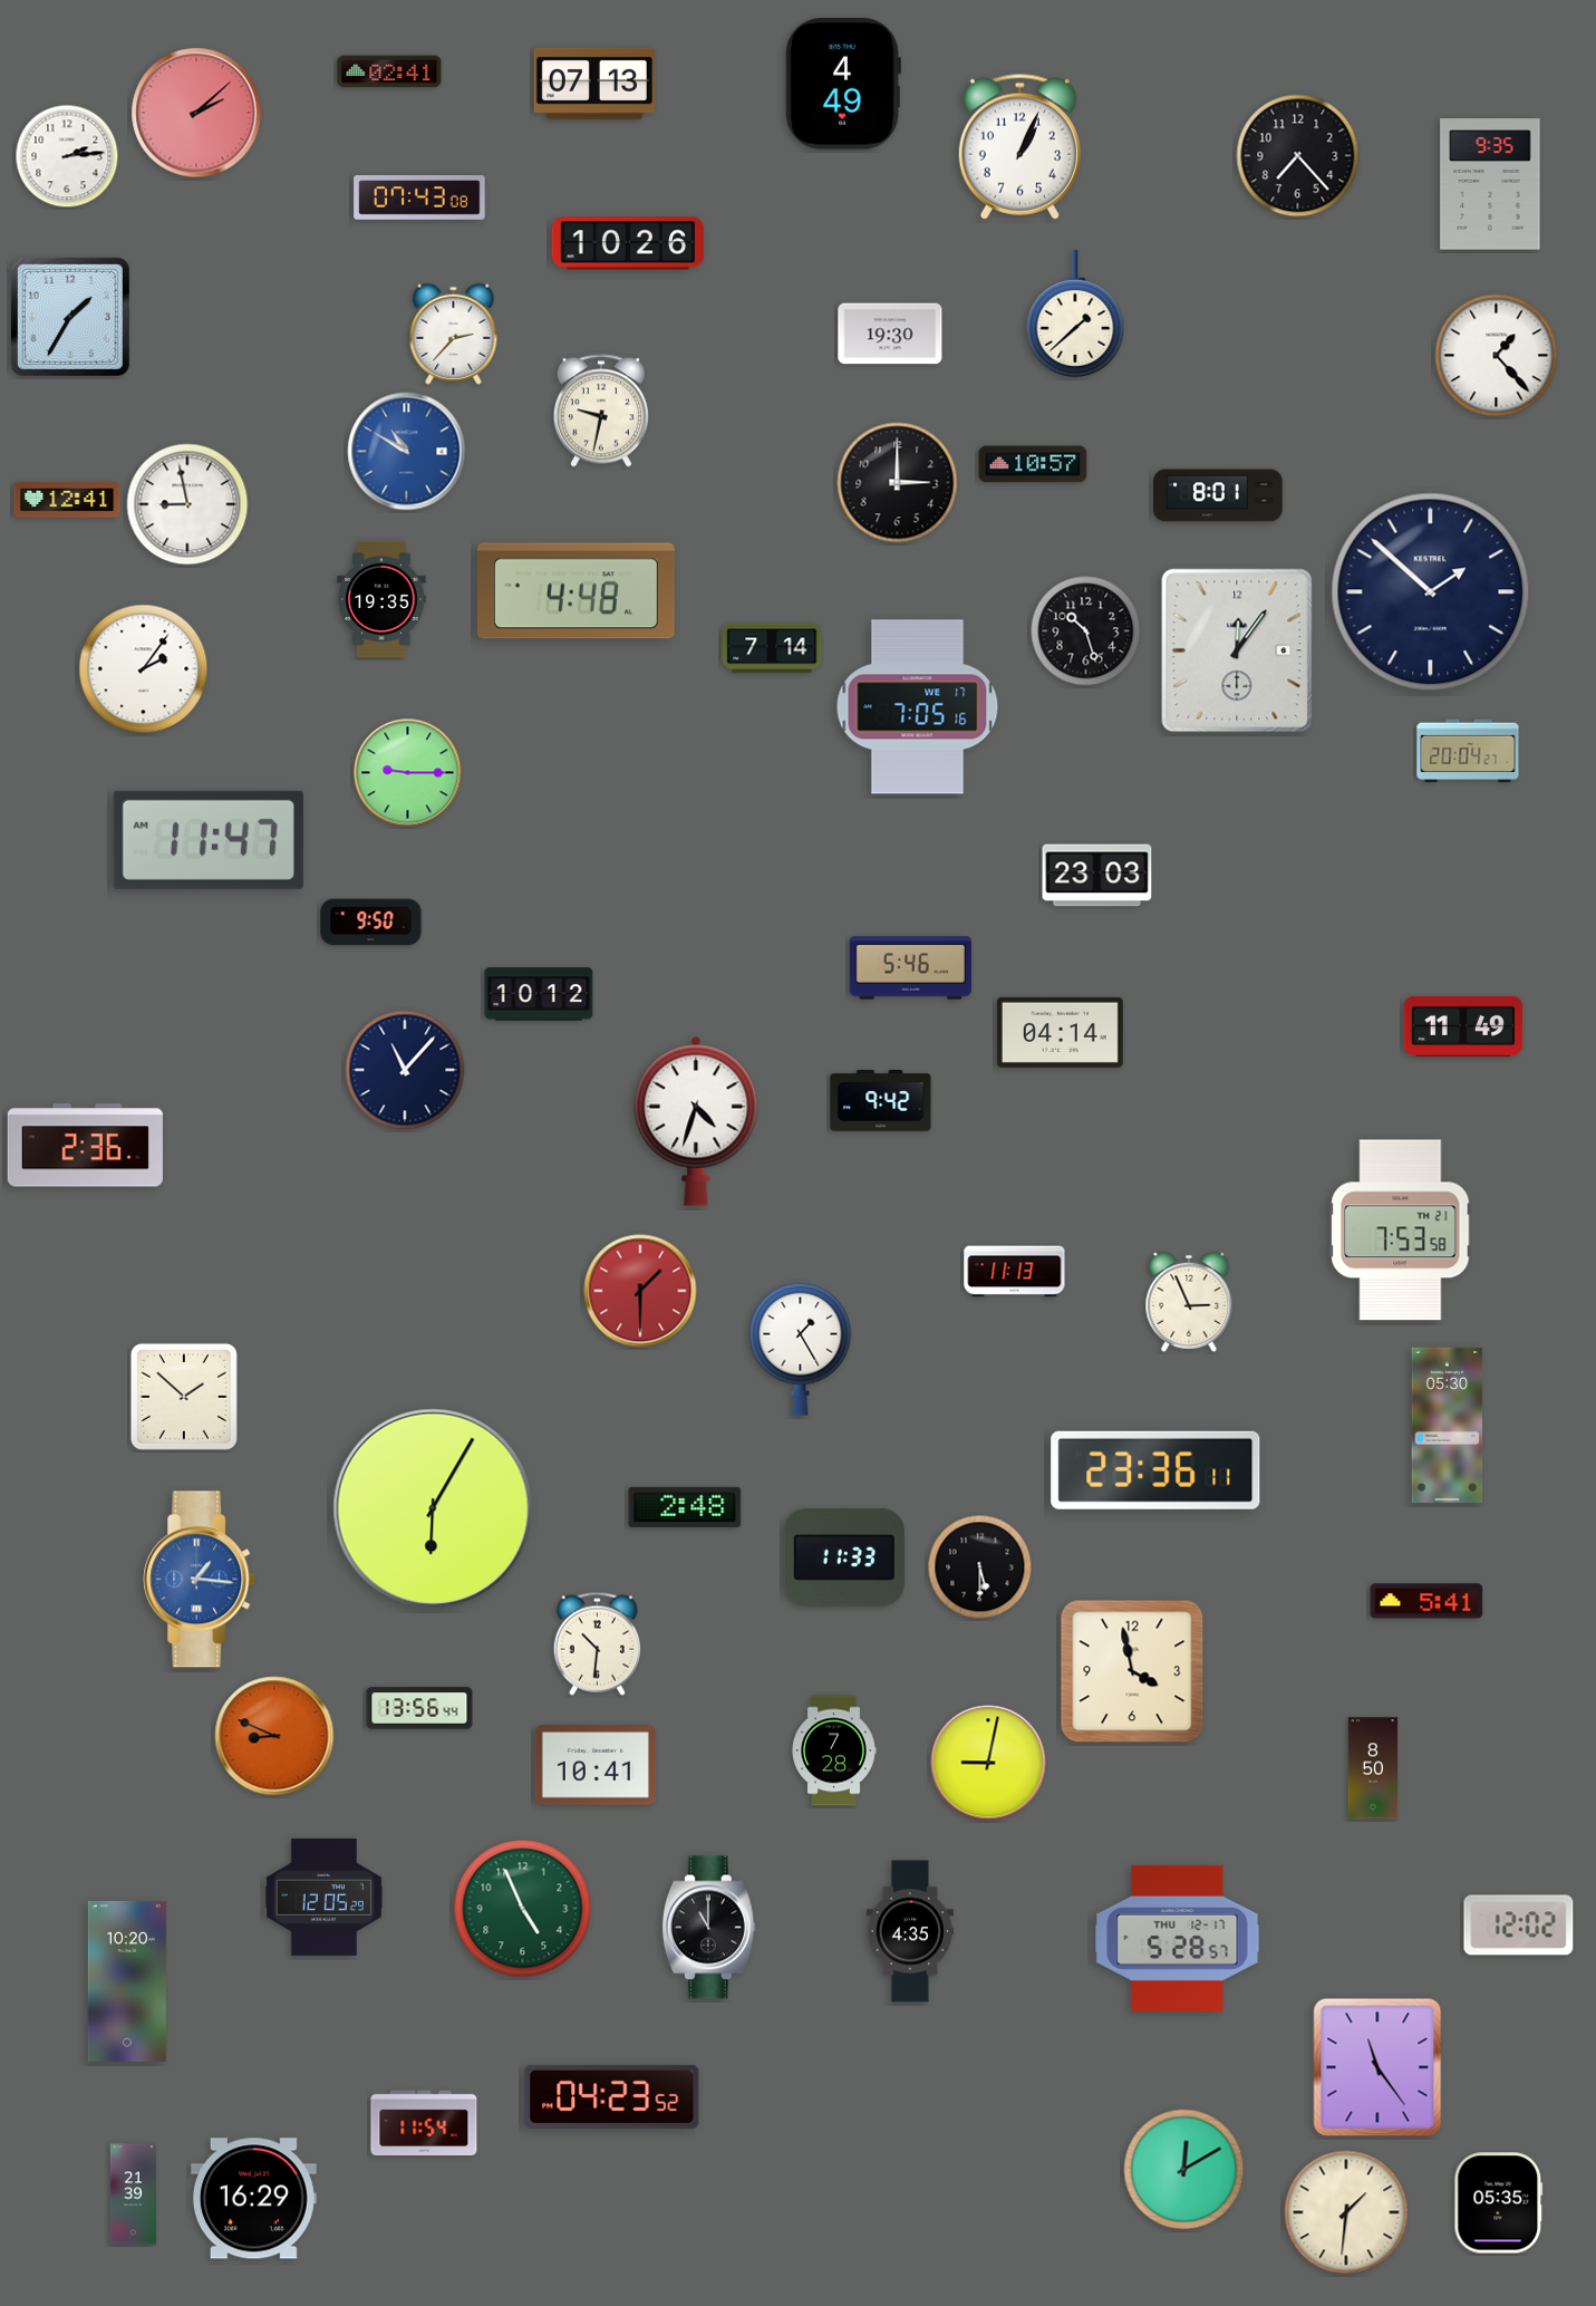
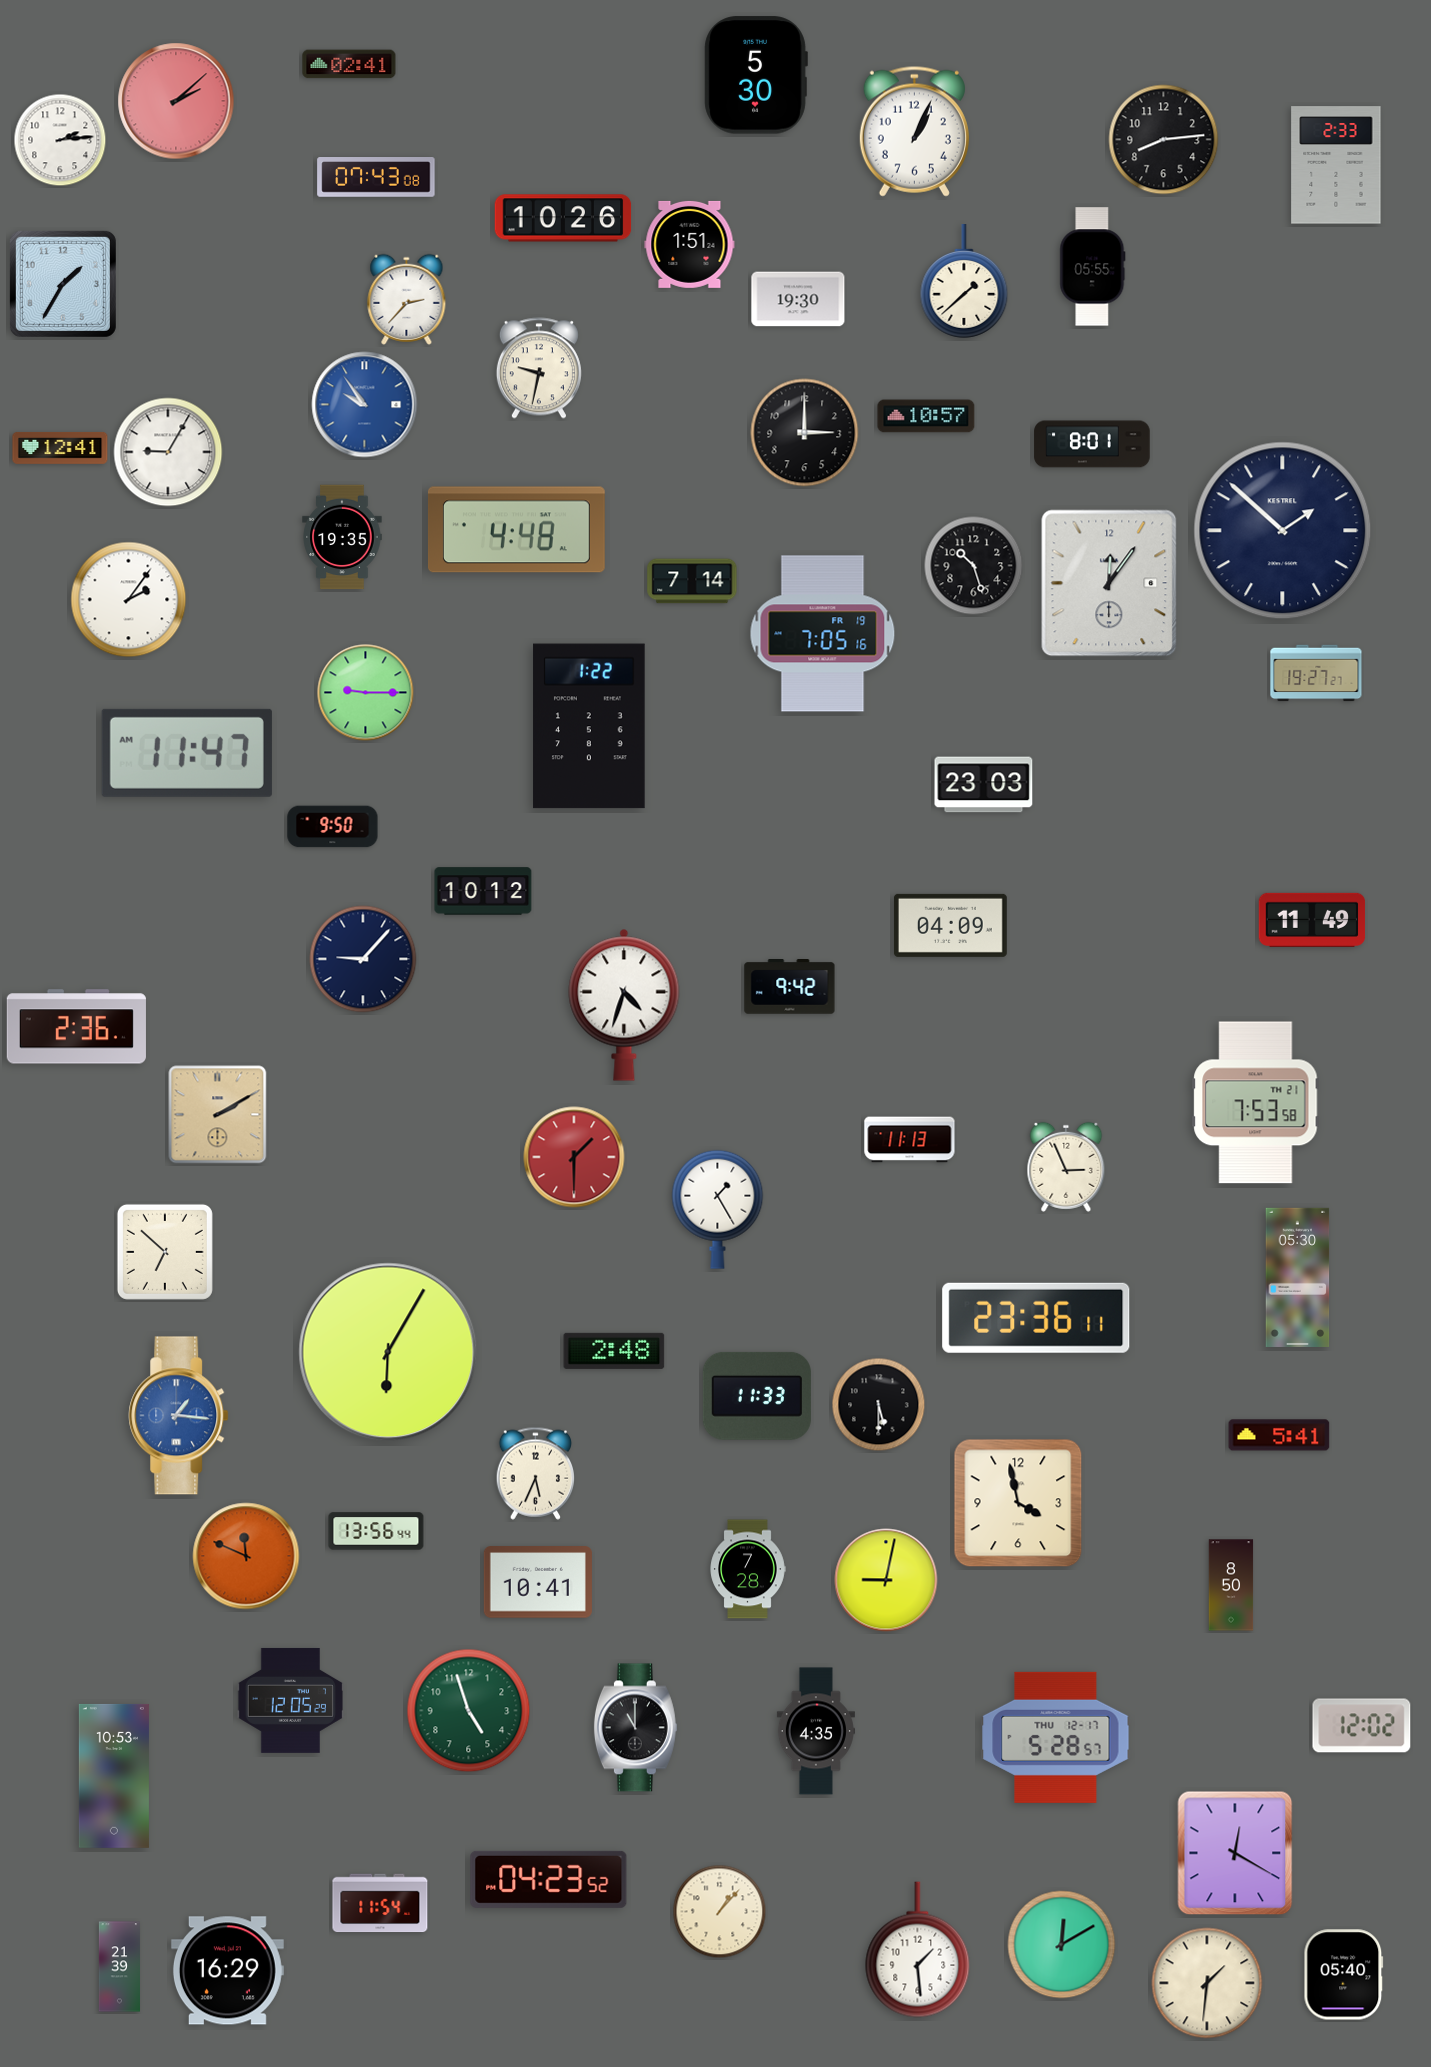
clock at (594, 84): 07:13 -> none
clock at (843, 84): 4:49 -> 5:30
clock at (1298, 156): 7:23 -> 8:14
clock at (1490, 184): 9:35 -> 2:33
clock at (690, 244): none -> 1:51
clock at (1093, 267): none -> 05:55
clock at (1497, 356): 1:23 -> none
clock at (407, 452): 10:50 -> 9:54
clock at (187, 504): 8:58 -> 9:05
clock at (918, 707) date: WE 17 -> FR 19
clock at (1468, 751): 20:04 -> 19:27
clock at (589, 726): none -> 1:22
clock at (910, 968): 5:46 -> none
clock at (1060, 1032): 04:14 -> 04:09
clock at (405, 1070): 11:07 -> 9:07
clock at (218, 1115): none -> 2:10
clock at (184, 1397): 1:52 -> 6:52
clock at (597, 1643): 10:31 -> 5:34
clock at (1132, 1671) position: (1132, 1671) -> (1018, 1503)
clock at (274, 1736): 8:49 -> 11:49
clock at (596, 1765) position: (596, 1765) -> (538, 1582)
clock at (523, 1909): 4:56 -> 4:57
clock at (127, 1981): 10:20 -> 10:53
clock at (1377, 2067): 11:24 -> 12:20
clock at (720, 1912): none -> 1:07
clock at (918, 1950): none -> 1:29
clock at (1499, 2203): 05:35 -> 05:40
